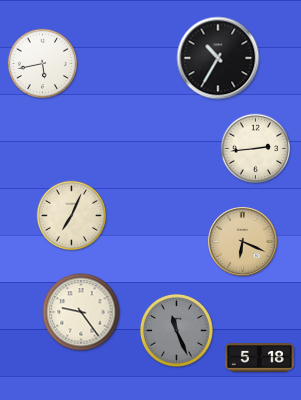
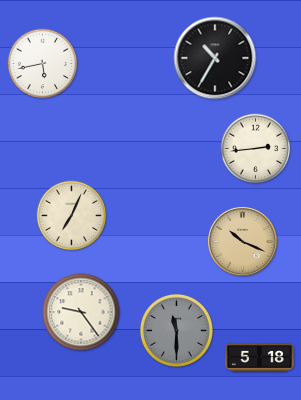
clock at (218, 58) position: (218, 58) -> (215, 58)
clock at (243, 242): 6:19 -> 10:19
clock at (176, 330): 11:26 -> 11:30
